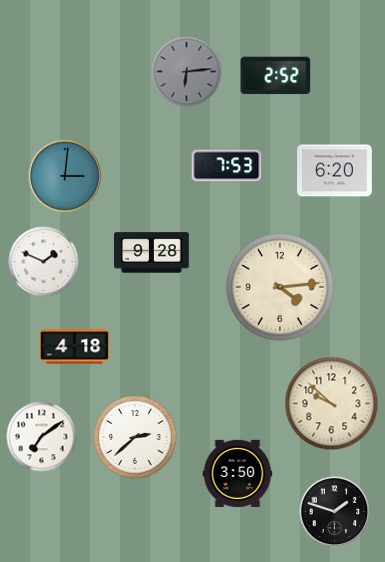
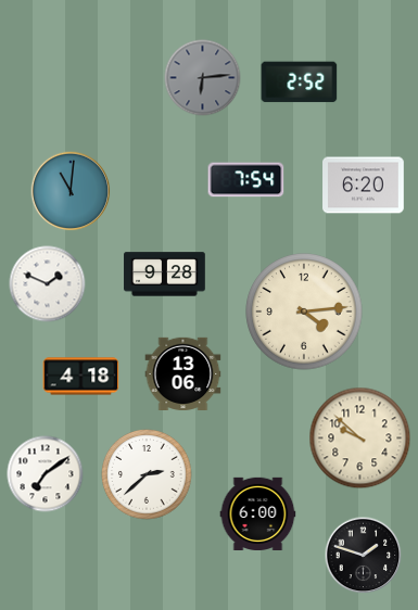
clock at (227, 166): 7:53 -> 7:54
clock at (65, 176): 3:01 -> 11:01
clock at (183, 373): none -> 13:06
clock at (238, 473): 3:50 -> 6:00
